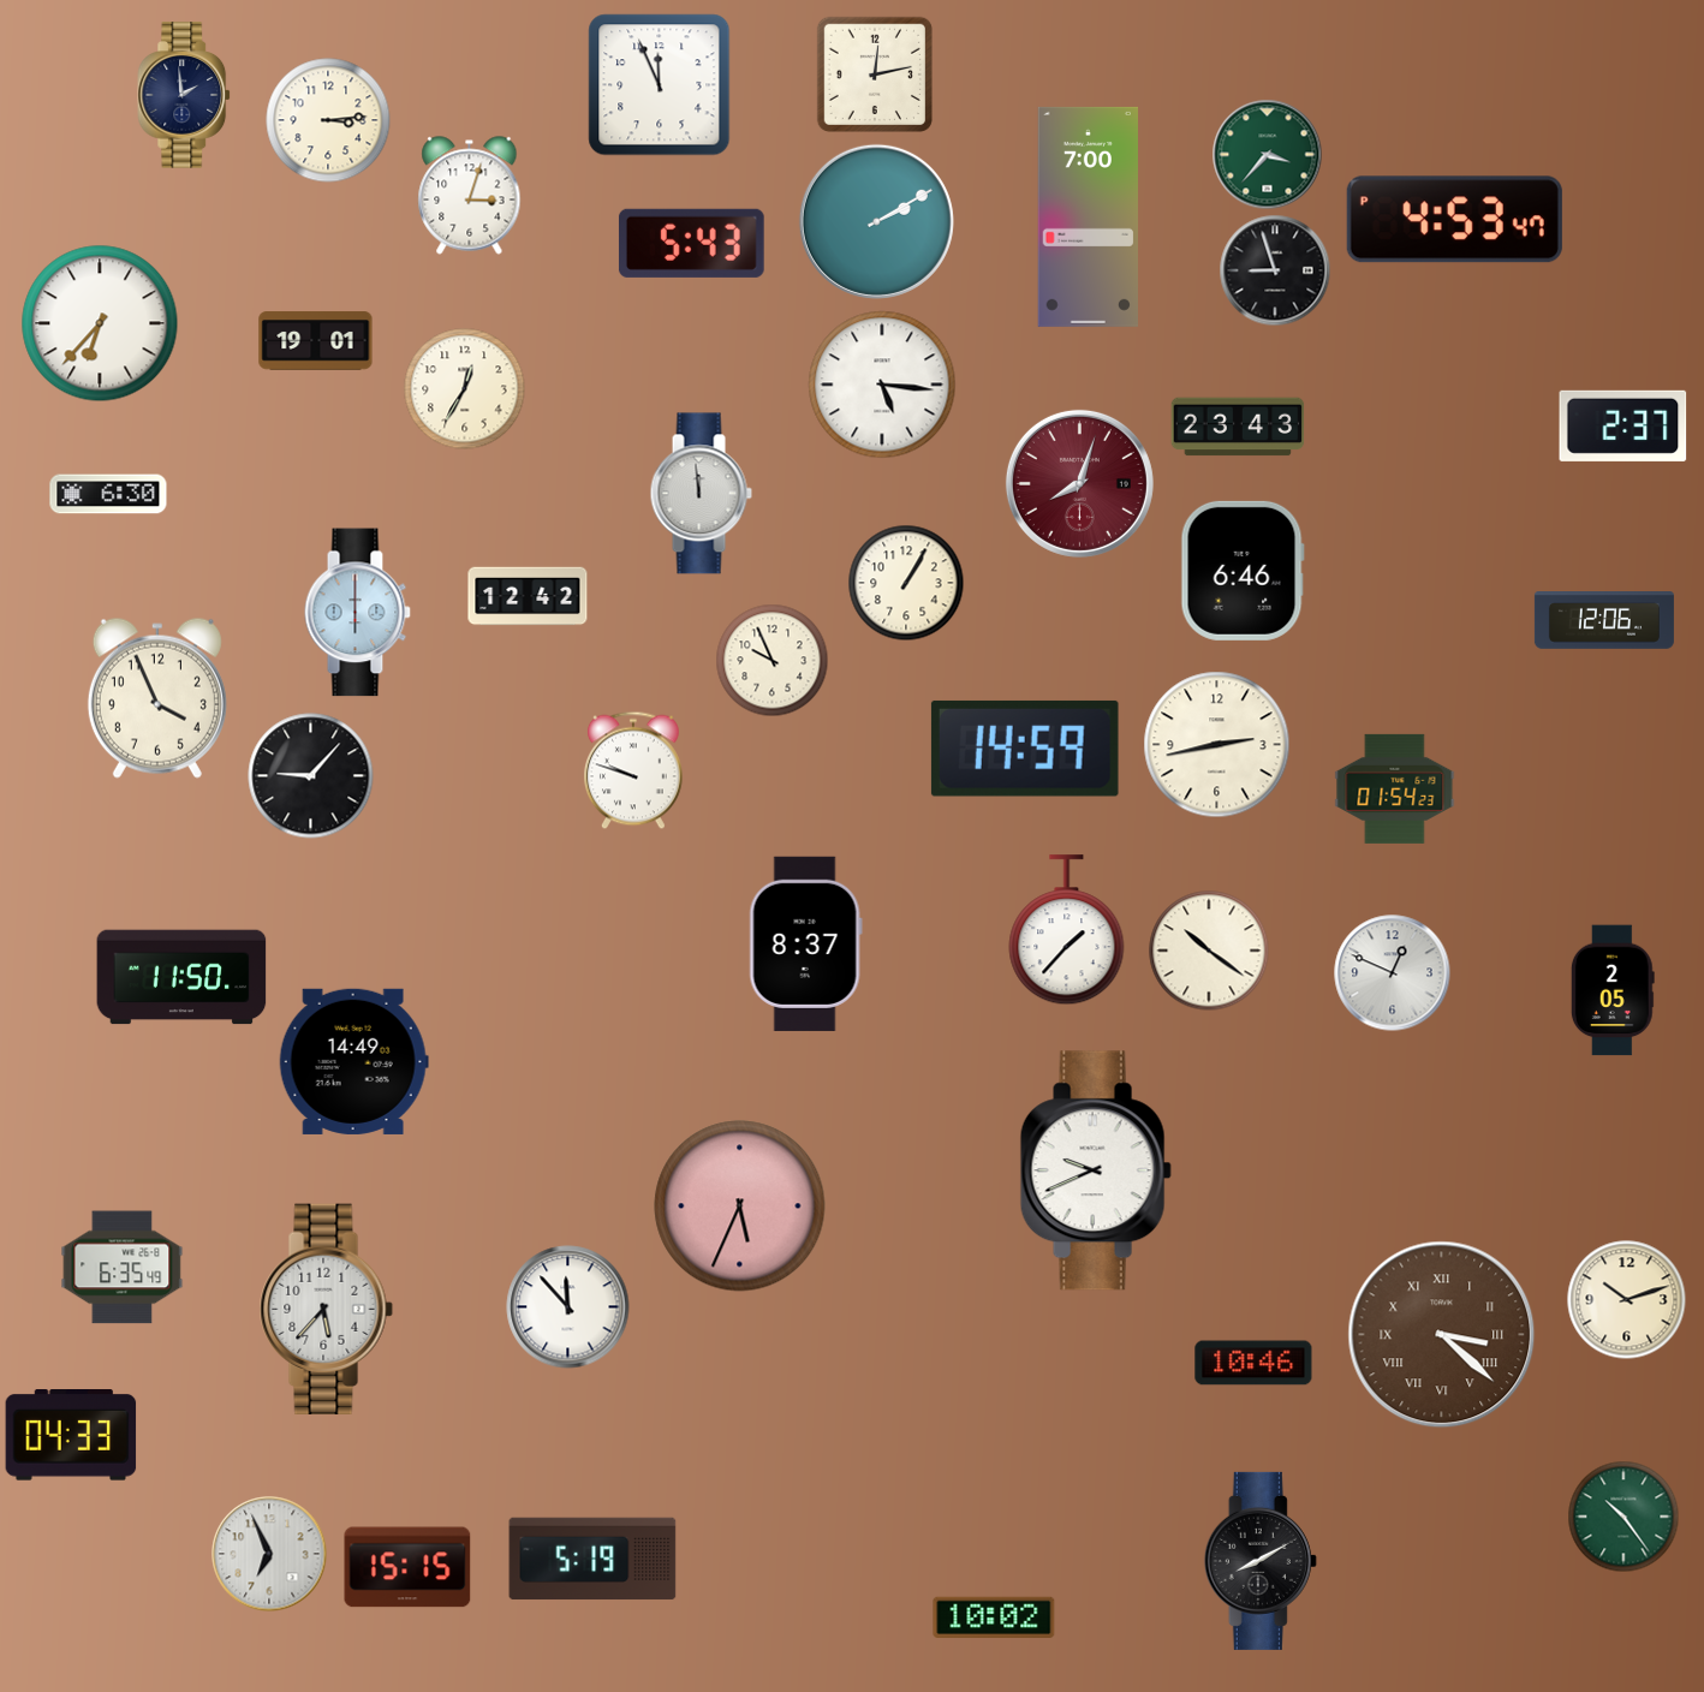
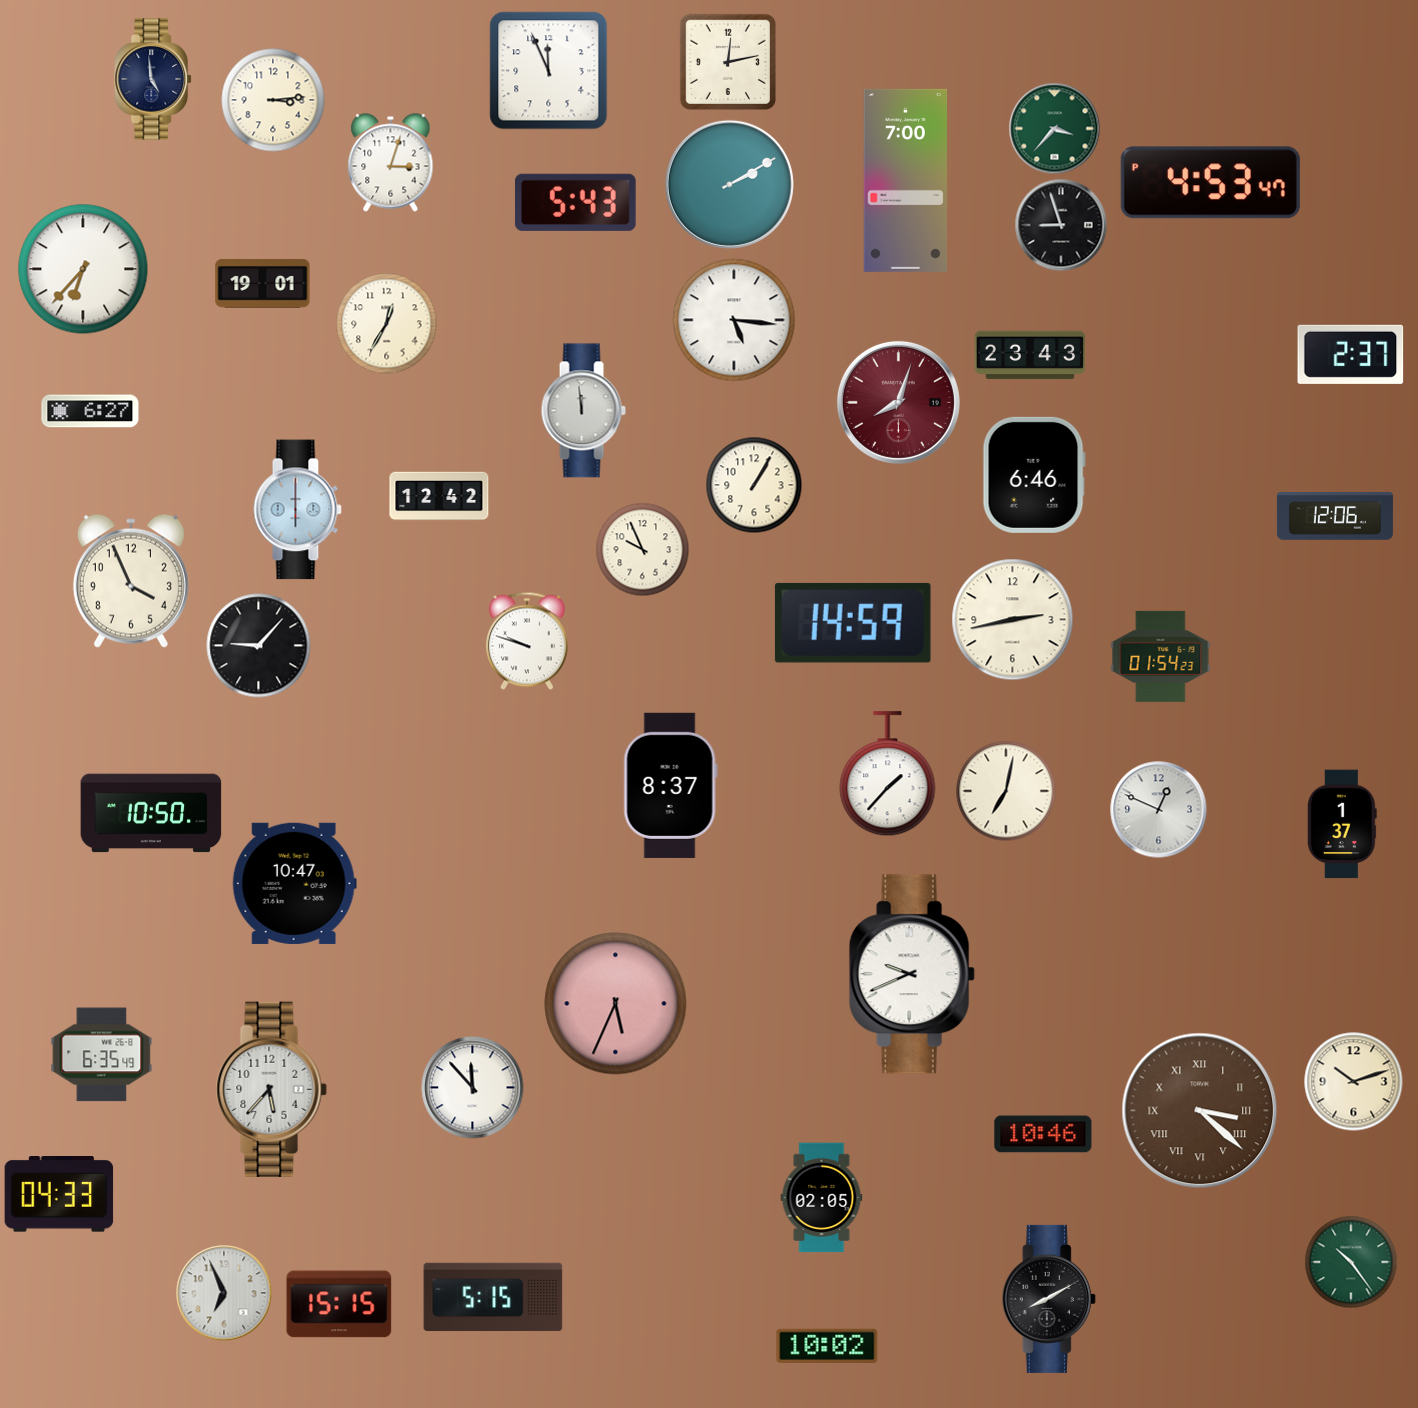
clock at (185, 95): 1:59 -> 4:59
clock at (108, 494): 6:30 -> 6:27
clock at (1209, 951): 10:21 -> 7:02
clock at (181, 977): 11:50 -> 10:50
clock at (1613, 990): 2:05 -> 1:37
clock at (353, 1061): 14:49 -> 10:47
clock at (822, 1198): none -> 02:05
clock at (592, 1559): 5:19 -> 5:15
